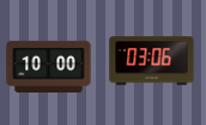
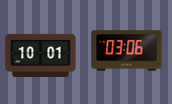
clock at (49, 66): 10:00 -> 10:01
